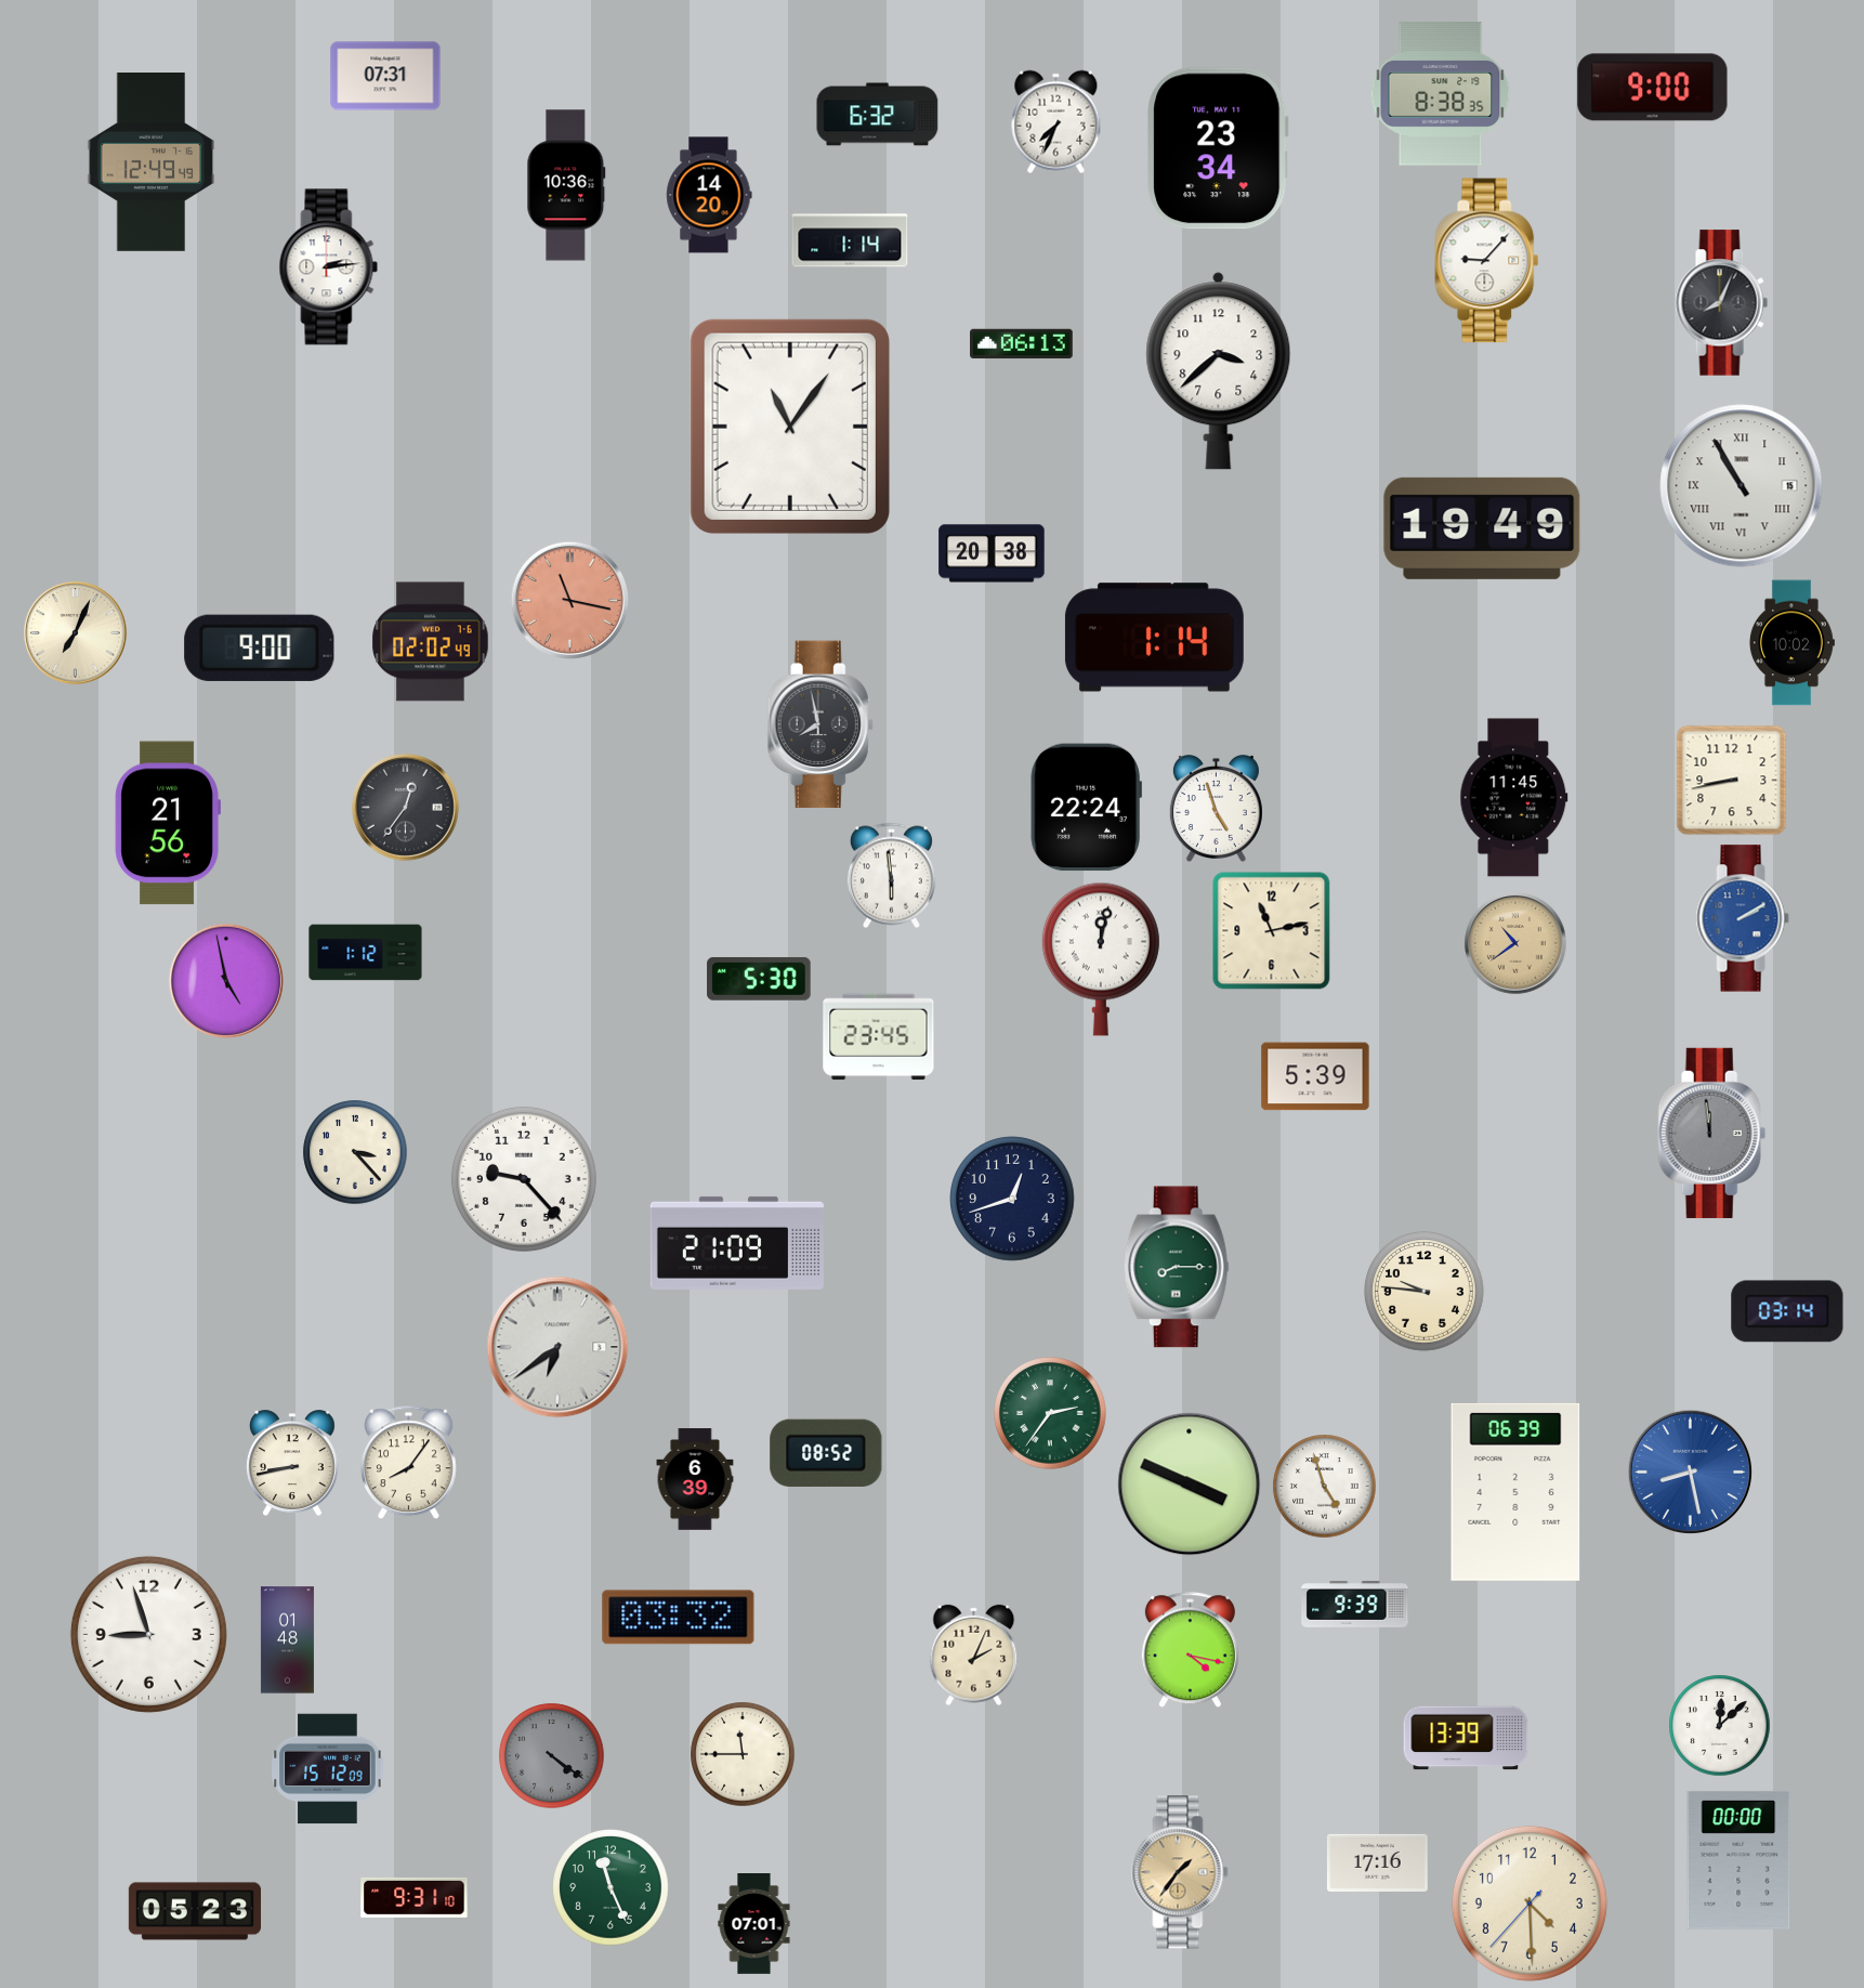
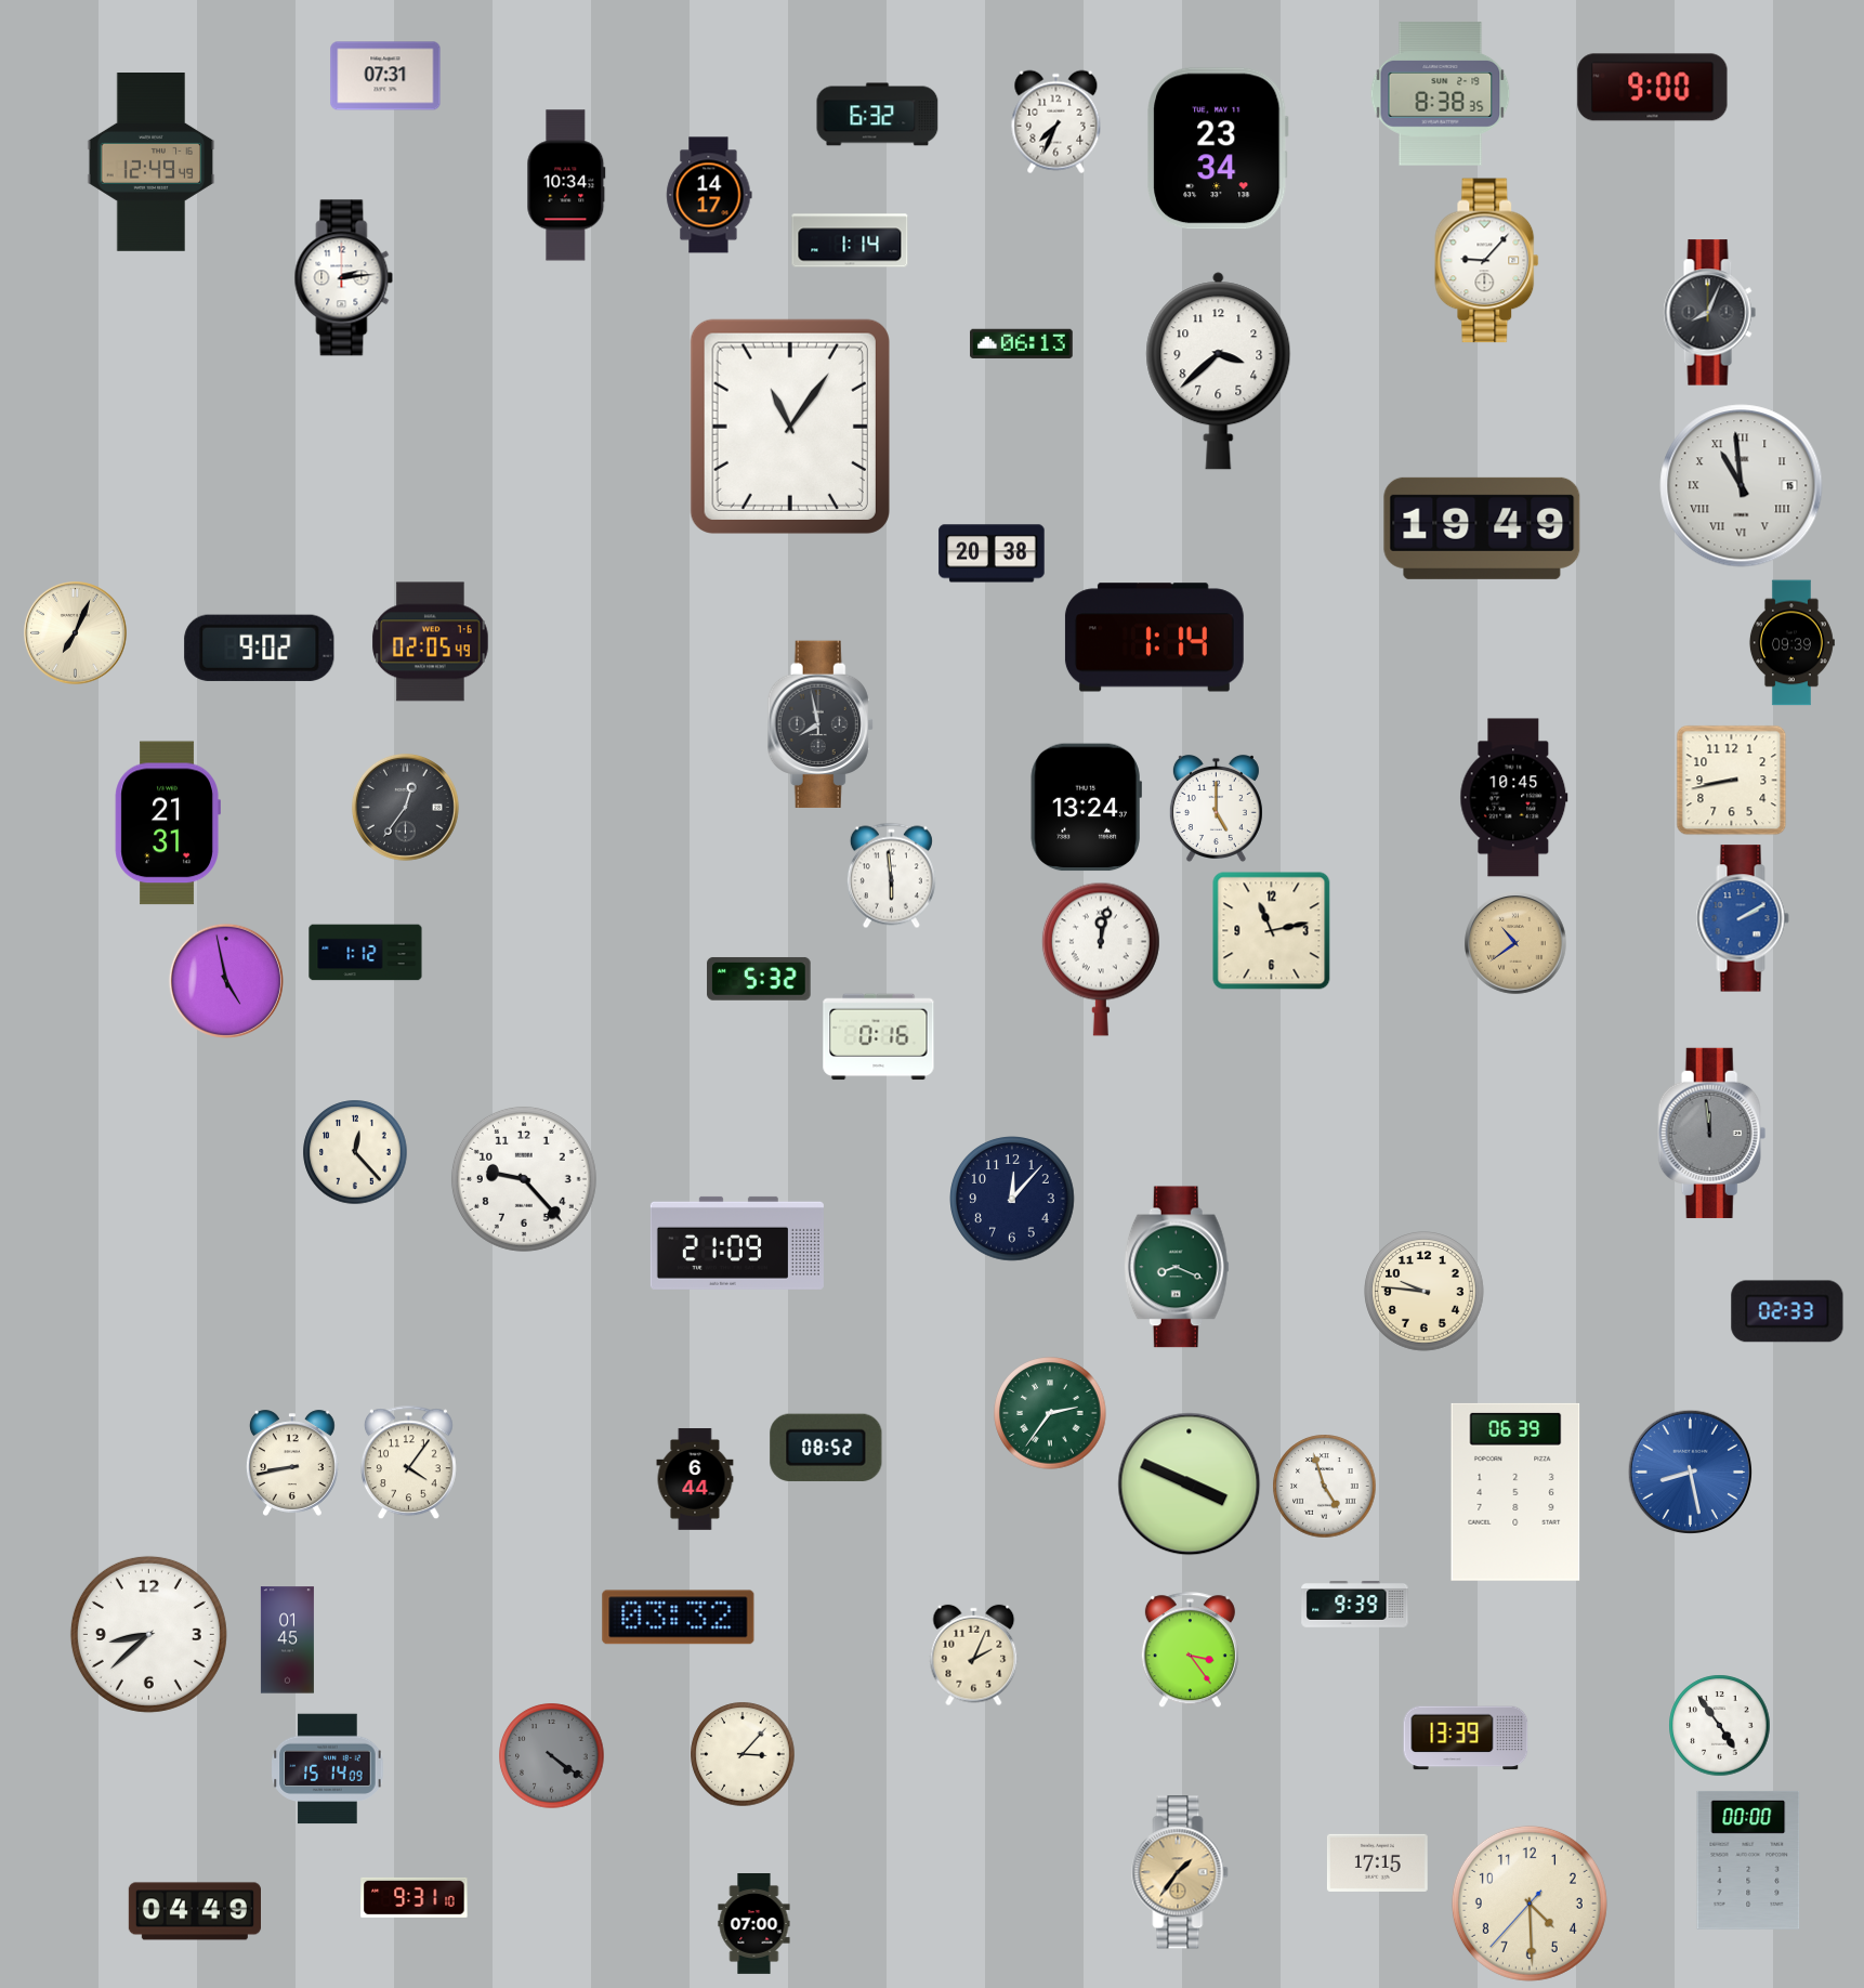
clock at (566, 185): 10:36 -> 10:34
clock at (709, 195): 14:20 -> 14:17
clock at (329, 267) position: (329, 267) -> (344, 278)
clock at (1721, 303) position: (1721, 303) -> (1709, 313)
clock at (1742, 486): 10:55 -> 10:59
clock at (569, 600): 11:17 -> none
clock at (431, 642): 02:02 -> 02:05
clock at (1791, 643): 10:02 -> 09:39
clock at (260, 648): 9:00 -> 9:02
clock at (1514, 798): 11:45 -> 10:45
clock at (1086, 808): 22:24 -> 13:24
clock at (1216, 808): 4:57 -> 5:00
clock at (168, 823): 21:56 -> 21:31
clock at (759, 979): 5:30 -> 5:32
clock at (879, 1037): 23:45 -> 0:16
clock at (1315, 1076): 5:39 -> none
clock at (355, 1152): 3:23 -> 12:23
clock at (1013, 1200): 12:42 -> 12:07
clock at (1177, 1267): 8:15 -> 8:19
clock at (1787, 1311): 03:14 -> 02:33
clock at (557, 1347): 6:39 -> none
clock at (826, 1453) position: (826, 1453) -> (826, 1448)
clock at (408, 1463): 8:06 -> 4:06
clock at (695, 1479): 6:39 -> 6:44
clock at (148, 1634): 8:57 -> 8:38
clock at (287, 1640): 01:48 -> 01:45
clock at (1190, 1650): 4:17 -> 3:24
clock at (1720, 1726): 12:08 -> 4:54
clock at (743, 1754): 11:45 -> 3:07
clock at (328, 1769): 15:12 -> 15:14
clock at (1738, 1860) position: (1738, 1860) -> (1748, 1860)
clock at (1377, 1862): 17:16 -> 17:15
clock at (611, 1887): 11:26 -> none
clock at (194, 1911): 05:23 -> 04:49
clock at (754, 1924): 07:01 -> 07:00
